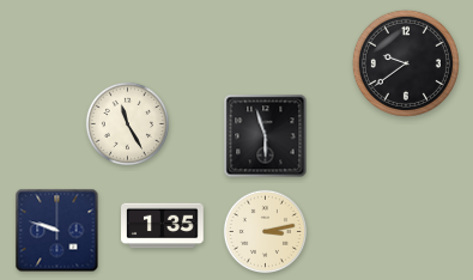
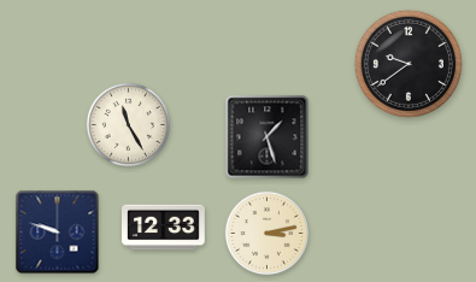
clock at (266, 136): 5:57 -> 1:27
clock at (163, 226): 1:35 -> 12:33
